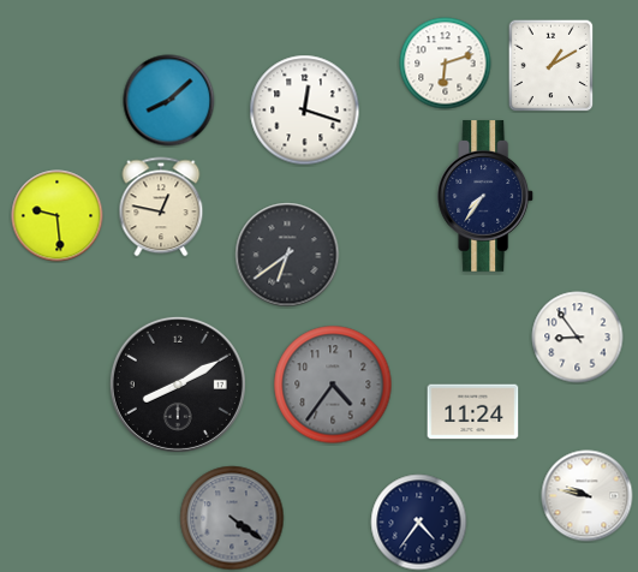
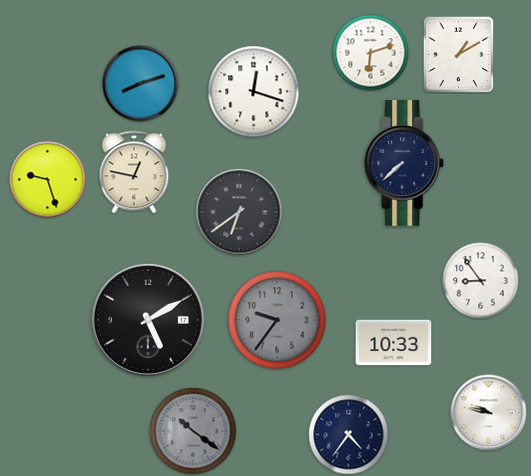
clock at (169, 101): 8:08 -> 8:12
clock at (487, 196): 7:36 -> 7:38
clock at (58, 216): 9:29 -> 9:27
clock at (178, 385): 8:10 -> 5:10
clock at (333, 385): 4:36 -> 9:36
clock at (473, 412): 11:24 -> 10:33
clock at (232, 518): 4:21 -> 10:21
